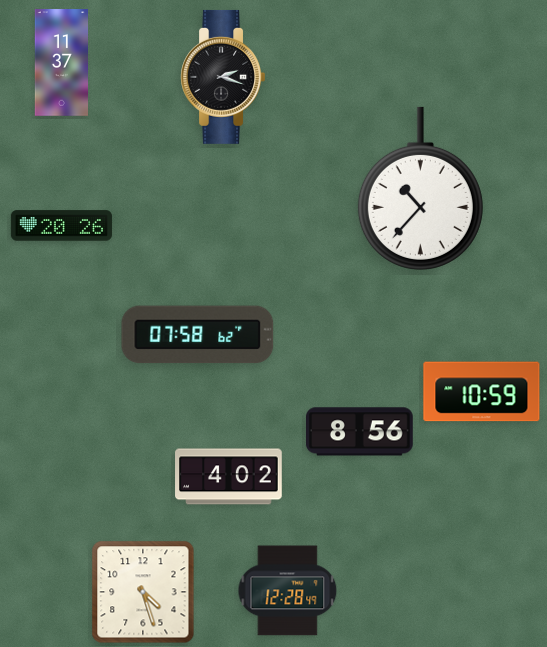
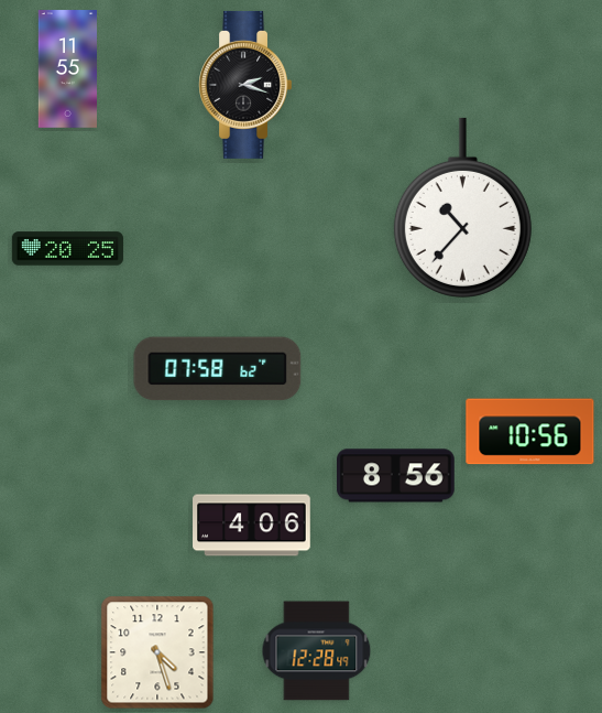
clock at (61, 63): 11:37 -> 11:55
clock at (61, 226): 20:26 -> 20:25
clock at (482, 392): 10:59 -> 10:56
clock at (229, 477): 4:02 -> 4:06
